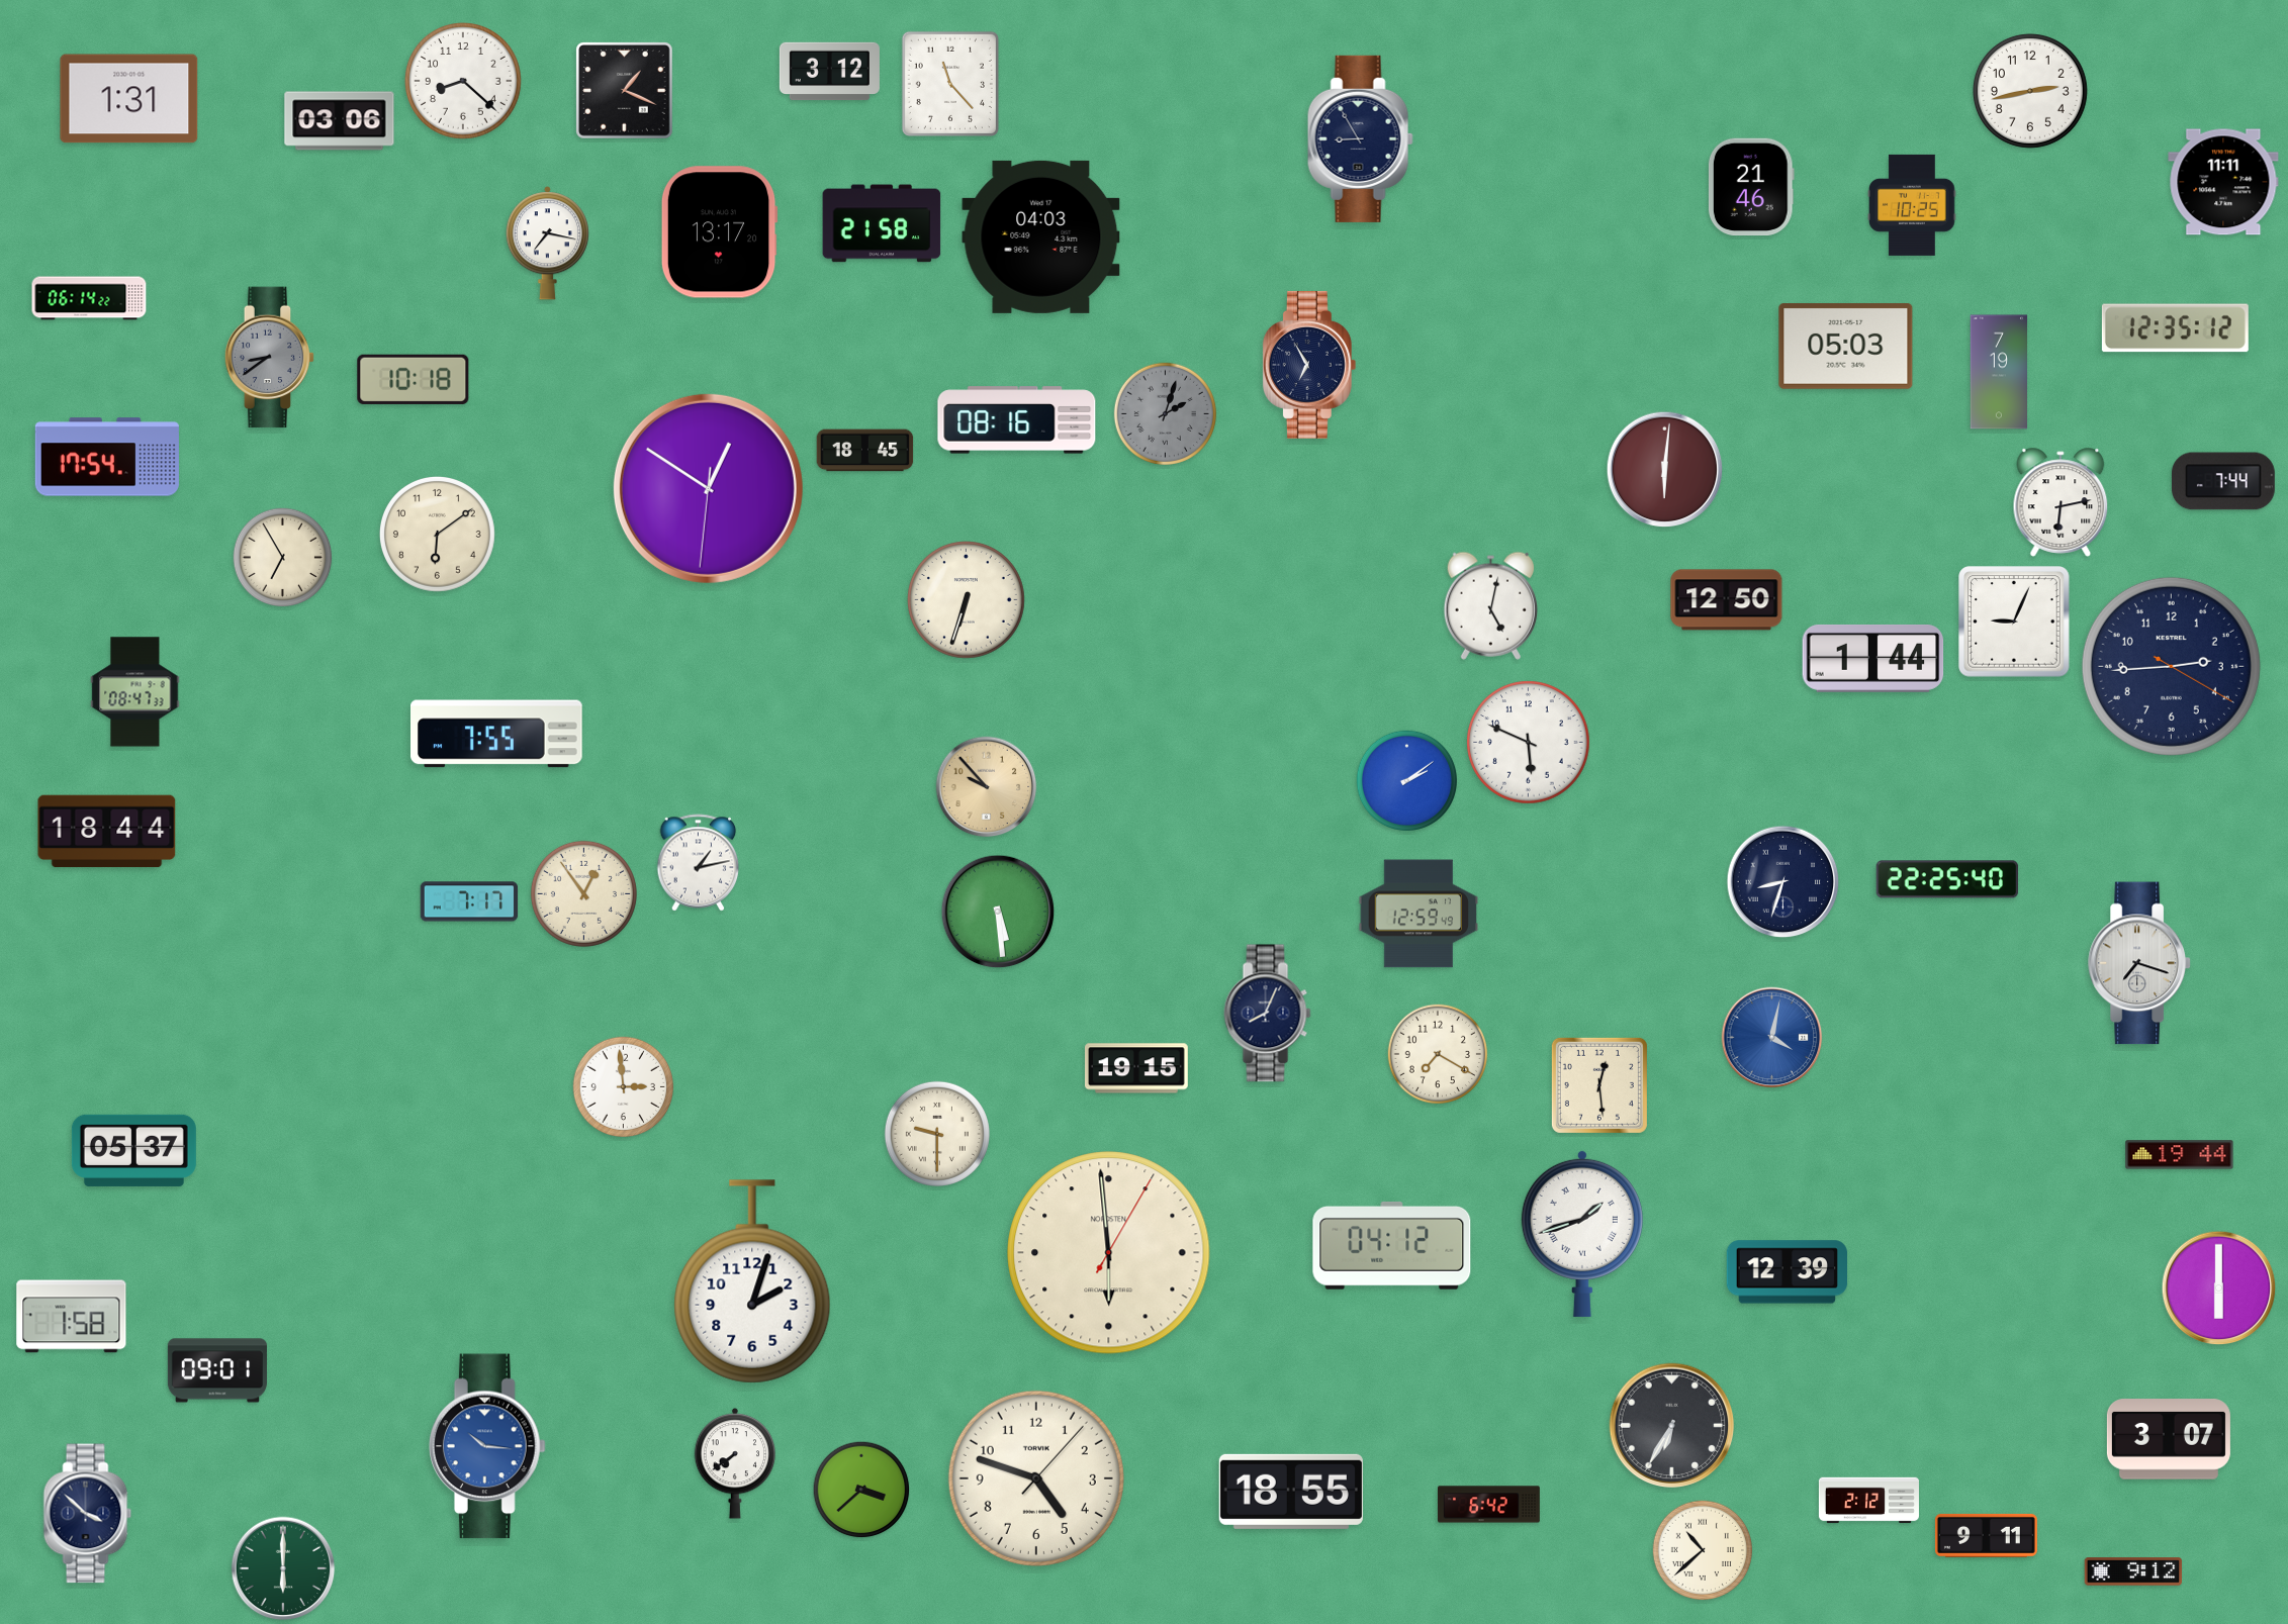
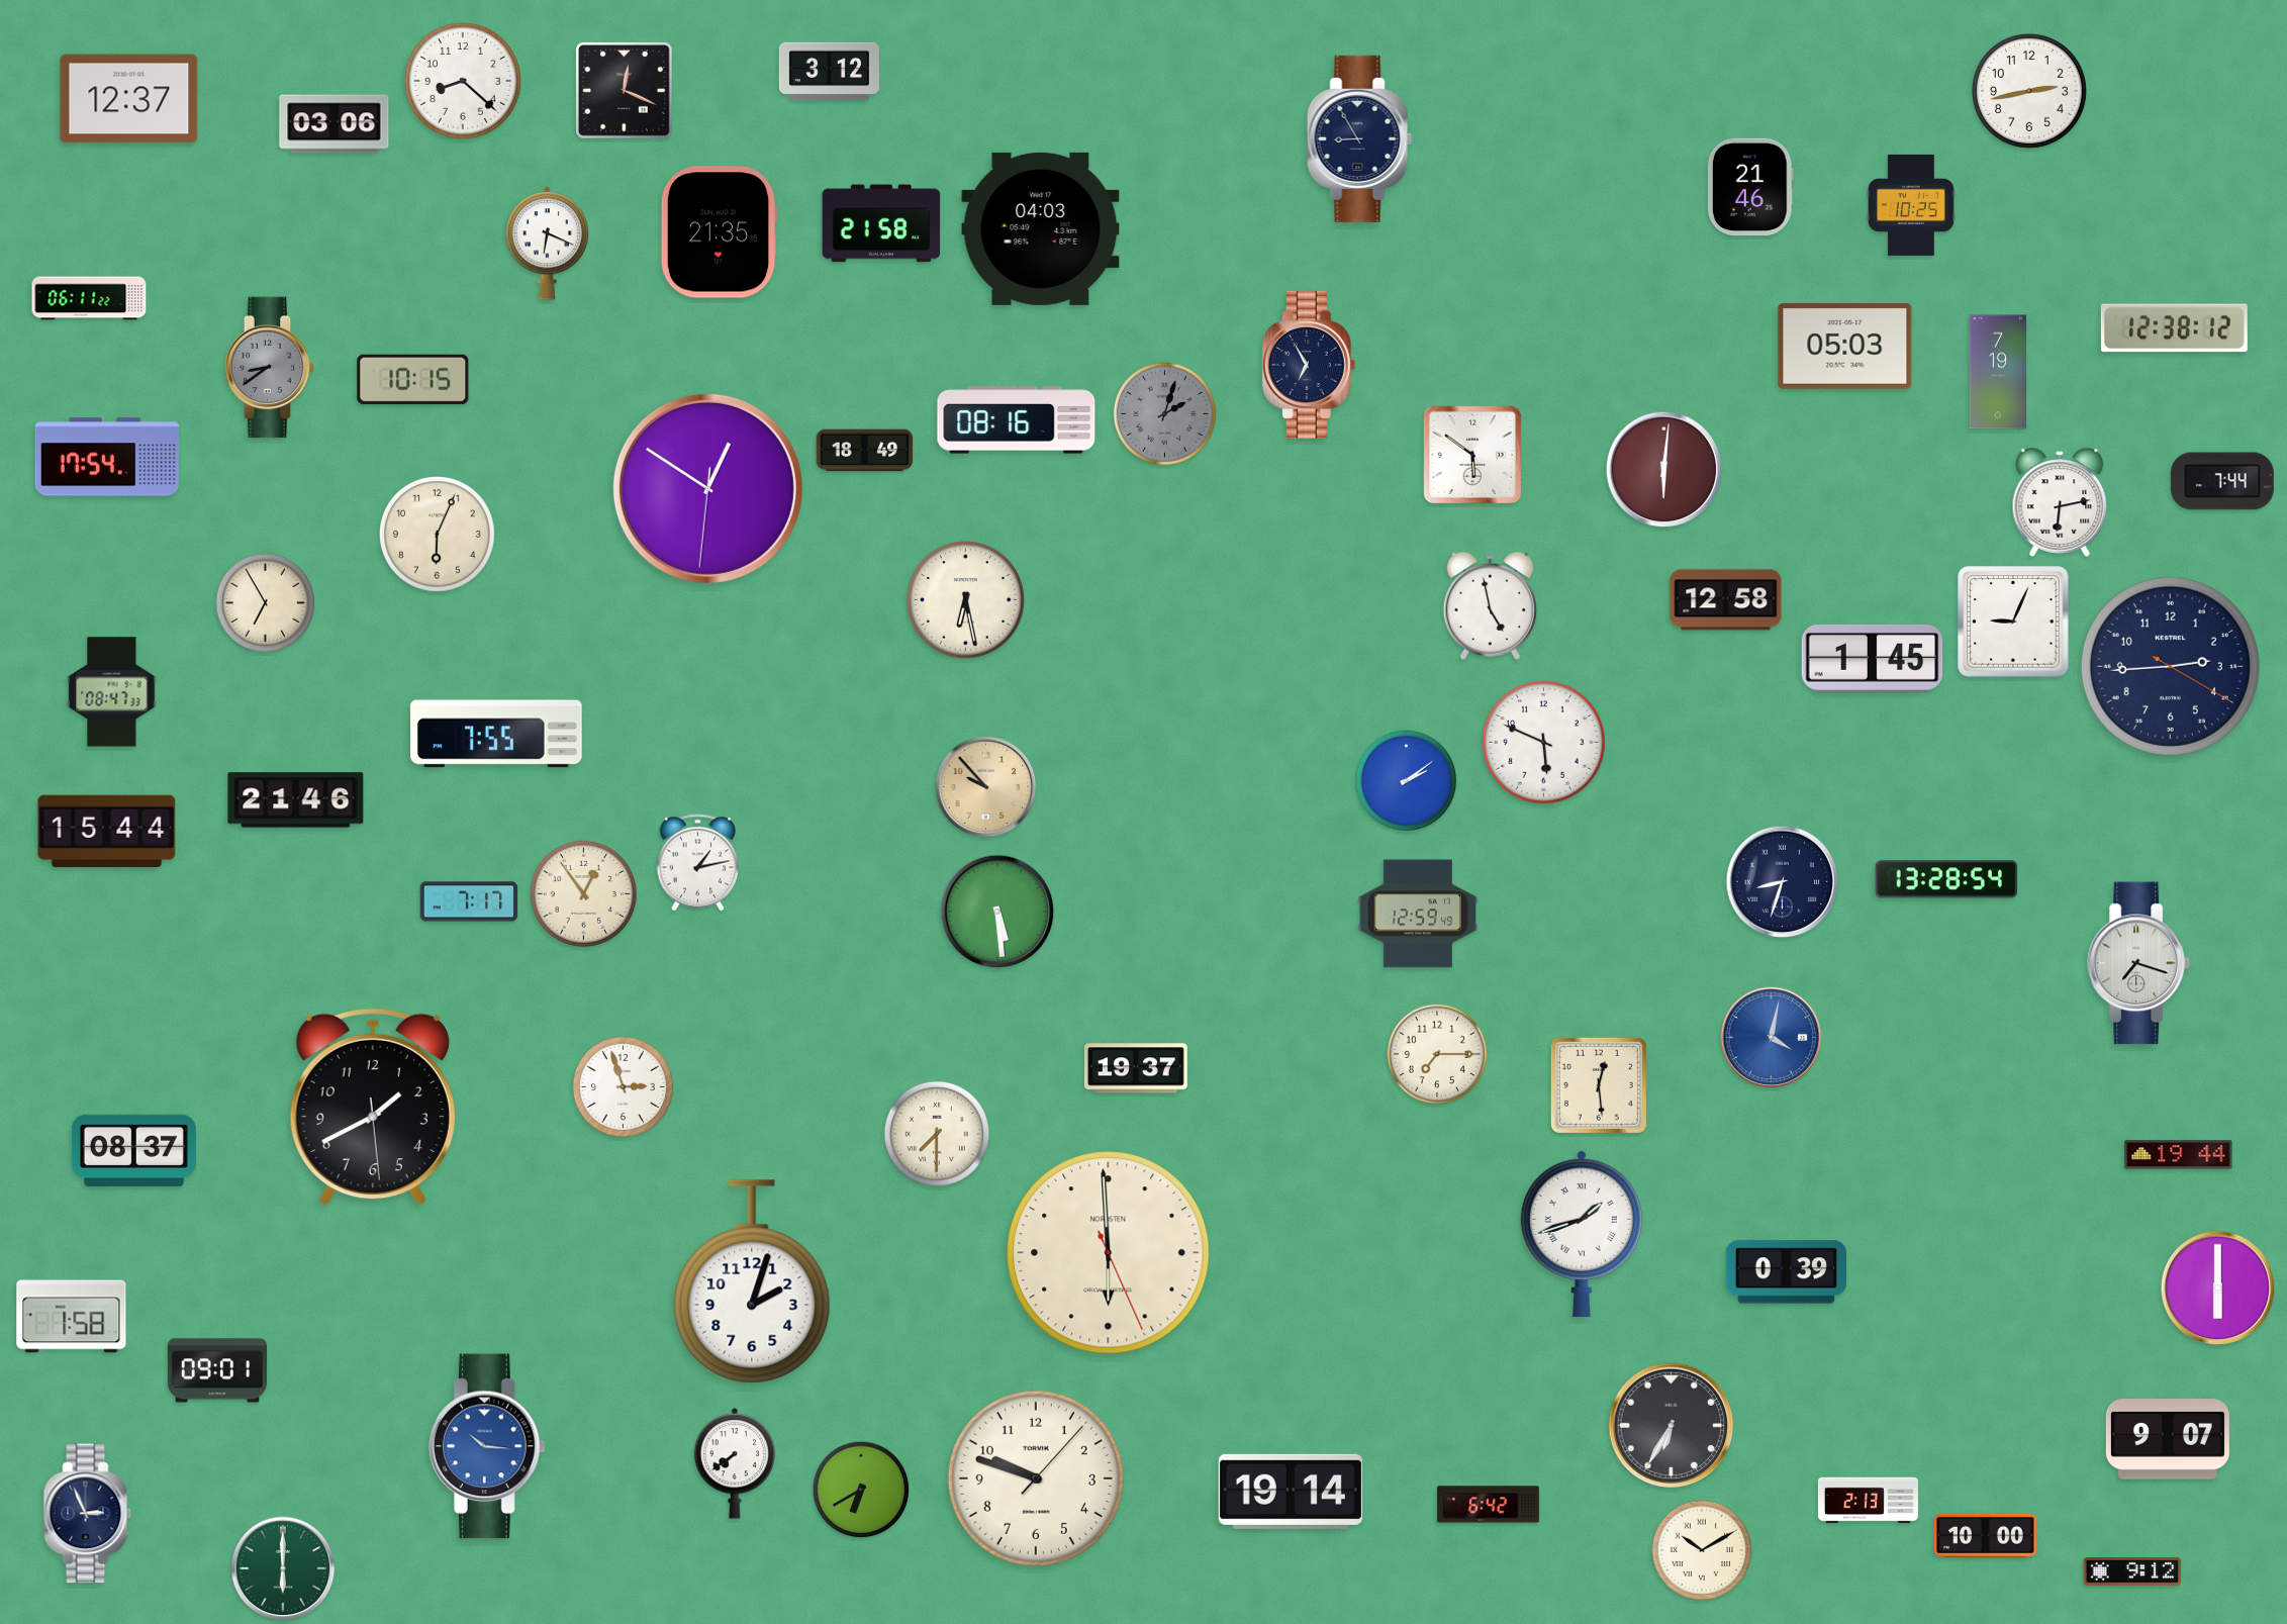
clock at (950, 84): 11:23 -> none
clock at (625, 91): 1:19 -> 12:19
clock at (129, 99): 1:31 -> 12:37
clock at (340, 121) position: (340, 121) -> (335, 124)
clock at (2223, 182): 11:11 -> none
clock at (719, 232): 13:17 -> 21:35
clock at (1041, 236) position: (1041, 236) -> (1041, 228)
clock at (547, 244): 7:17 -> 6:19
clock at (89, 298): 06:14 -> 06:11
clock at (2175, 328): 12:35 -> 12:38
clock at (270, 358) position: (270, 358) -> (270, 368)
clock at (414, 379): 10:18 -> 10:15
clock at (865, 451): 18:45 -> 18:49
clock at (1472, 455): none -> 5:51
clock at (437, 534): 6:09 -> 6:04
clock at (283, 558) position: (283, 558) -> (266, 603)
clock at (967, 600): 6:33 -> 6:28
clock at (1727, 600): 12:50 -> 12:58
clock at (1490, 605): 5:02 -> 4:58
clock at (1873, 658): 1:44 -> 1:45
clock at (135, 692) position: (135, 692) -> (112, 692)
clock at (1529, 743) position: (1529, 743) -> (1544, 743)
clock at (296, 800): none -> 21:46
clock at (107, 832): 18:44 -> 15:44
clock at (1947, 879): 22:25 -> 13:28
clock at (1268, 1014): 8:04 -> none
clock at (1438, 1054): 7:20 -> 7:15
clock at (1136, 1068): 19:15 -> 19:37
clock at (623, 1086): 2:59 -> 2:57
clock at (373, 1107): none -> 1:40
clock at (937, 1134): 9:30 -> 7:30
clock at (133, 1150): 05:37 -> 08:37
clock at (1392, 1245): 04:12 -> none
clock at (1109, 1253): 5:59:05 -> 5:59:26
clock at (1787, 1272): 12:39 -> 0:39
clock at (2169, 1439): 3:07 -> 9:07
clock at (1036, 1478): 4:48 -> 9:48
clock at (861, 1490): 3:38 -> 6:40
clock at (1291, 1492): 18:55 -> 19:14
clock at (1868, 1501): 2:12 -> 2:13
clock at (88, 1514): 3:52 -> 2:56
clock at (1986, 1535): 9:11 -> 10:00
clock at (1703, 1550): 10:38 -> 10:10
